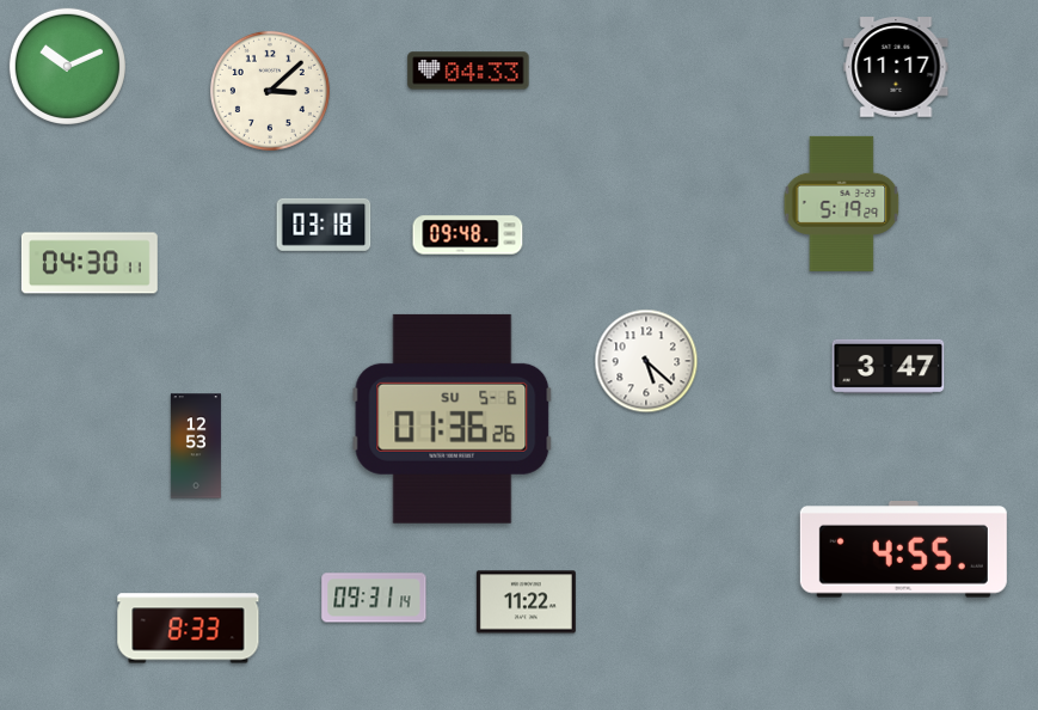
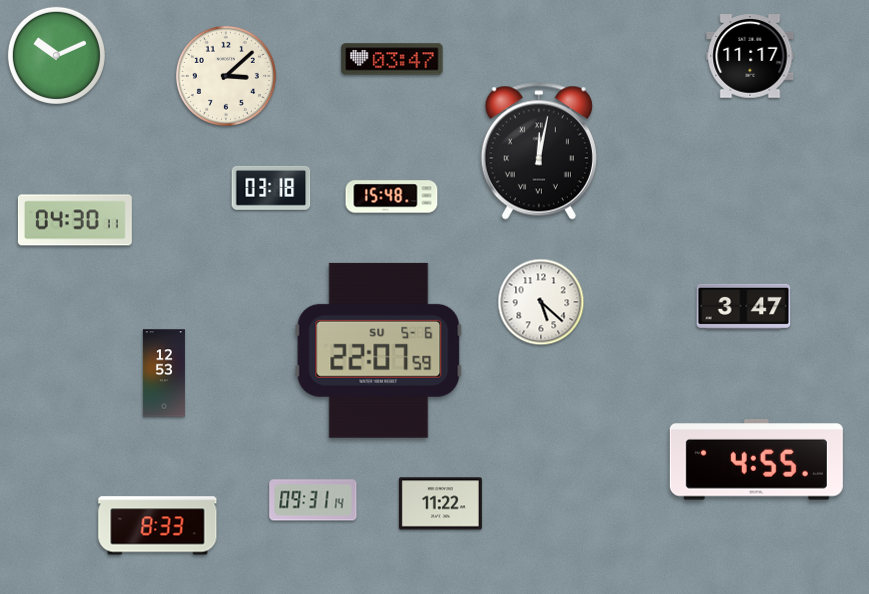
clock at (468, 71): 04:33 -> 03:47
clock at (539, 151): none -> 12:02
clock at (842, 203): 5:19 -> none
clock at (468, 235): 09:48 -> 15:48
clock at (453, 418): 01:36 -> 22:07
